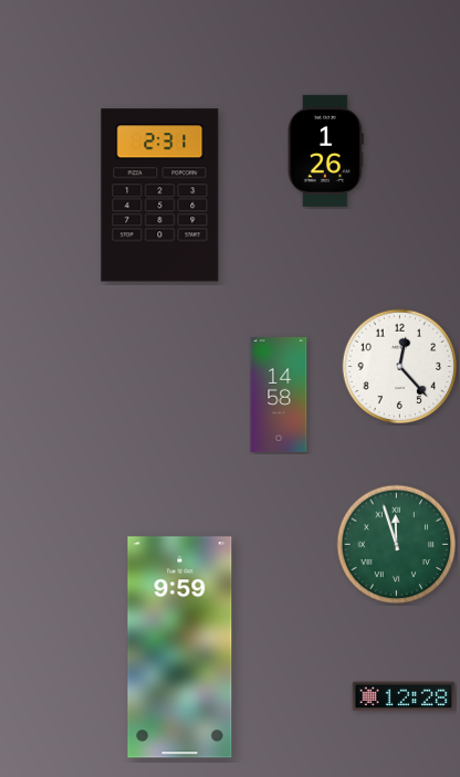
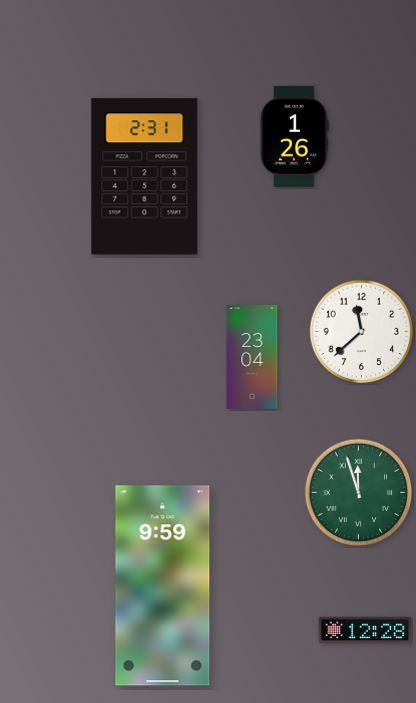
clock at (400, 367): 12:23 -> 11:38
clock at (279, 395): 14:58 -> 23:04
